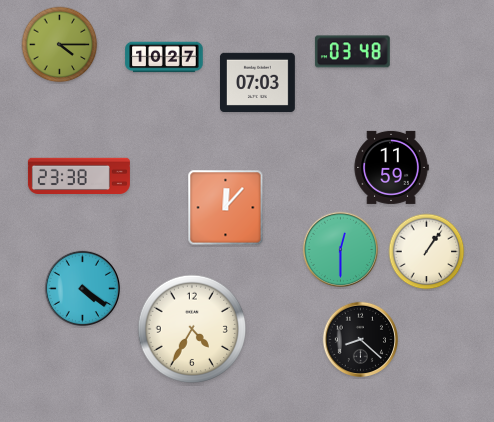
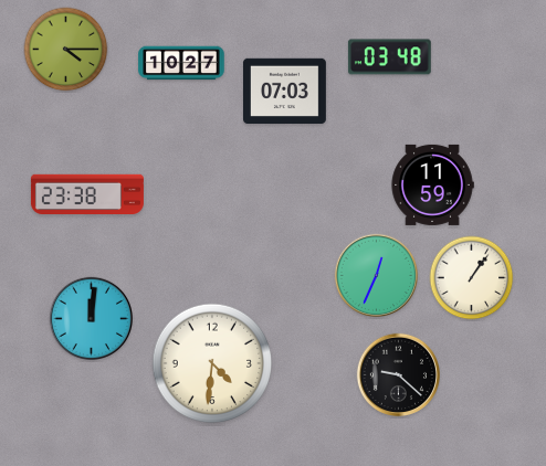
clock at (226, 208): 12:07 -> none
clock at (340, 249): 12:30 -> 12:34
clock at (82, 288): 4:21 -> 12:01
clock at (192, 329): 4:35 -> 4:31
clock at (360, 339): 8:22 -> 9:22
